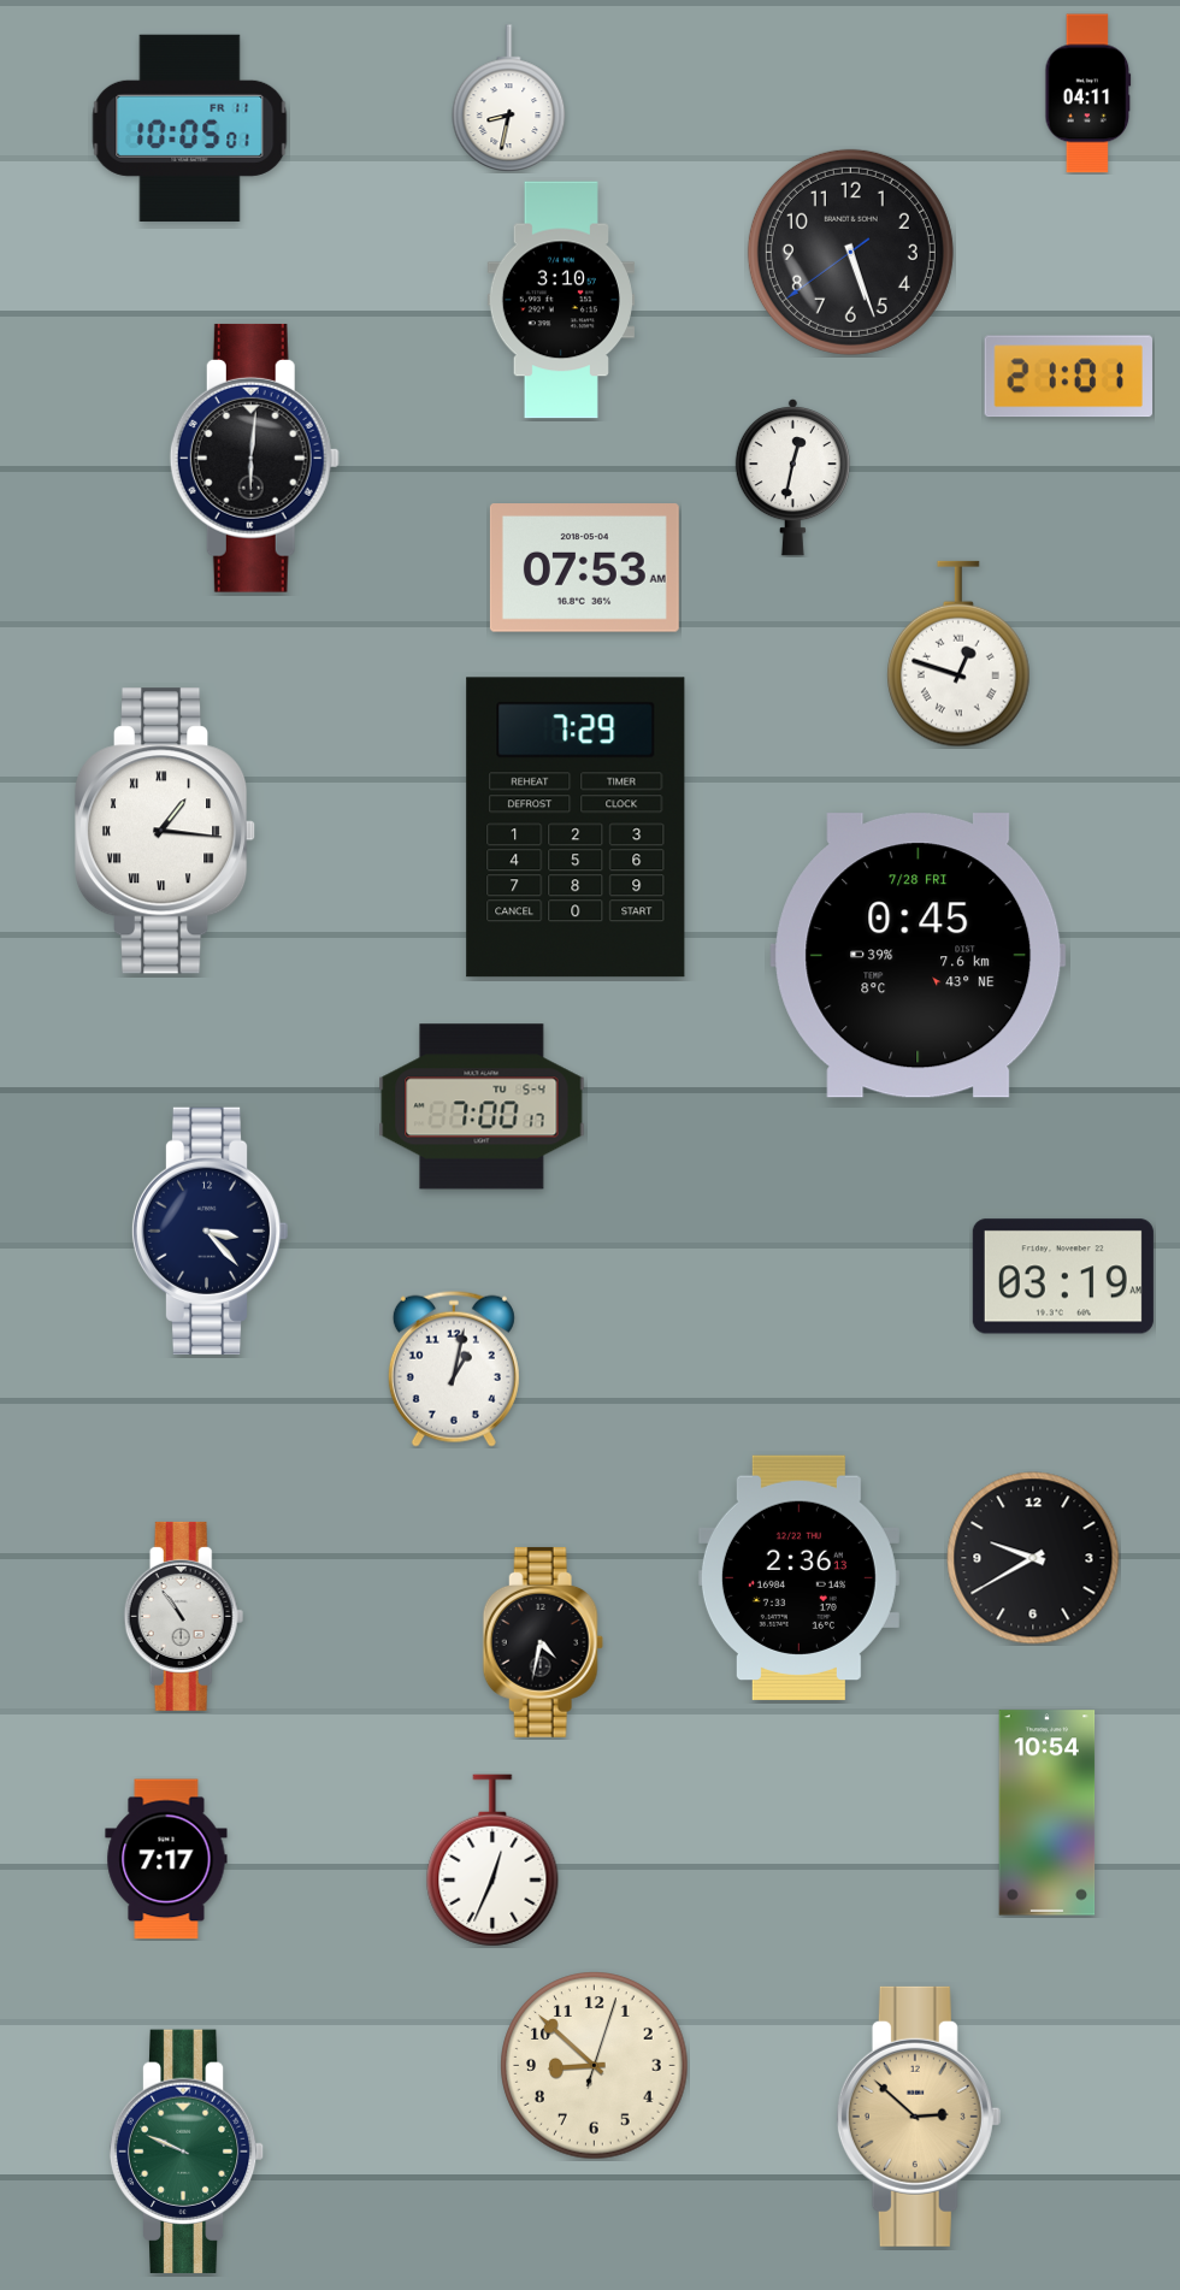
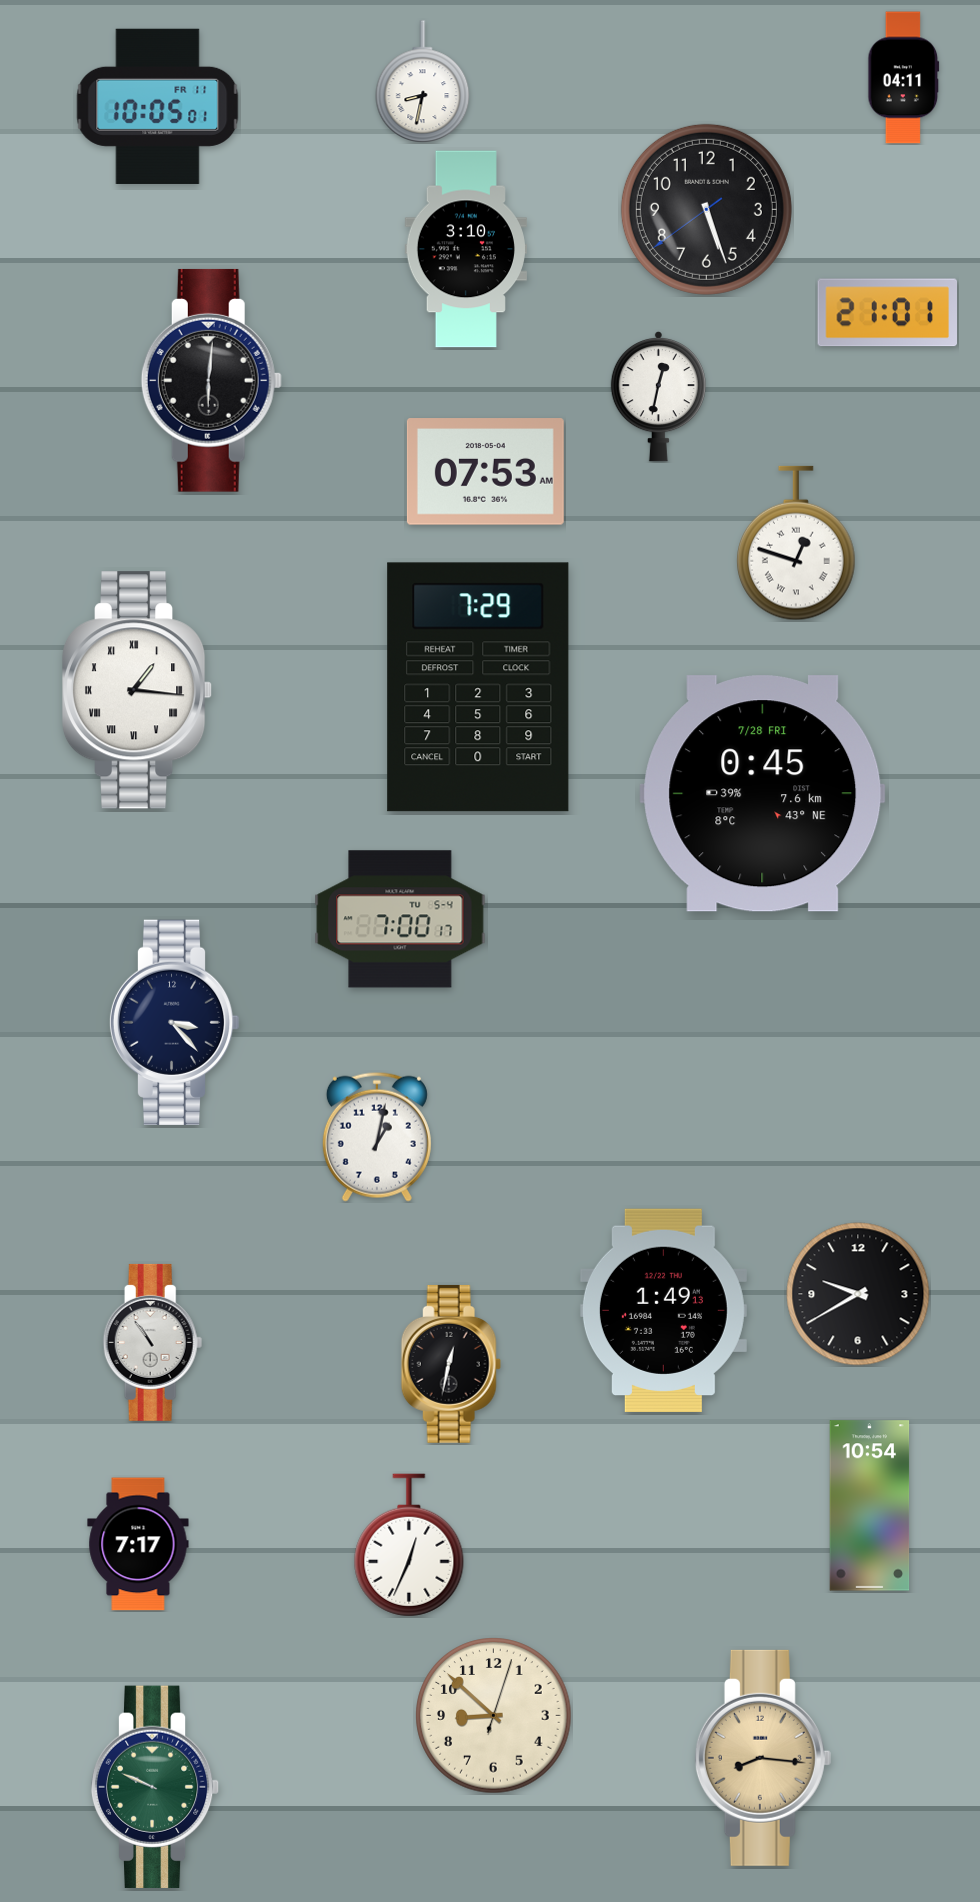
clock at (1063, 1276): 03:19 -> none
clock at (798, 1577): 2:36 -> 1:49
clock at (543, 1642): 4:32 -> 12:32
clock at (919, 2117): 2:52 -> 8:16
